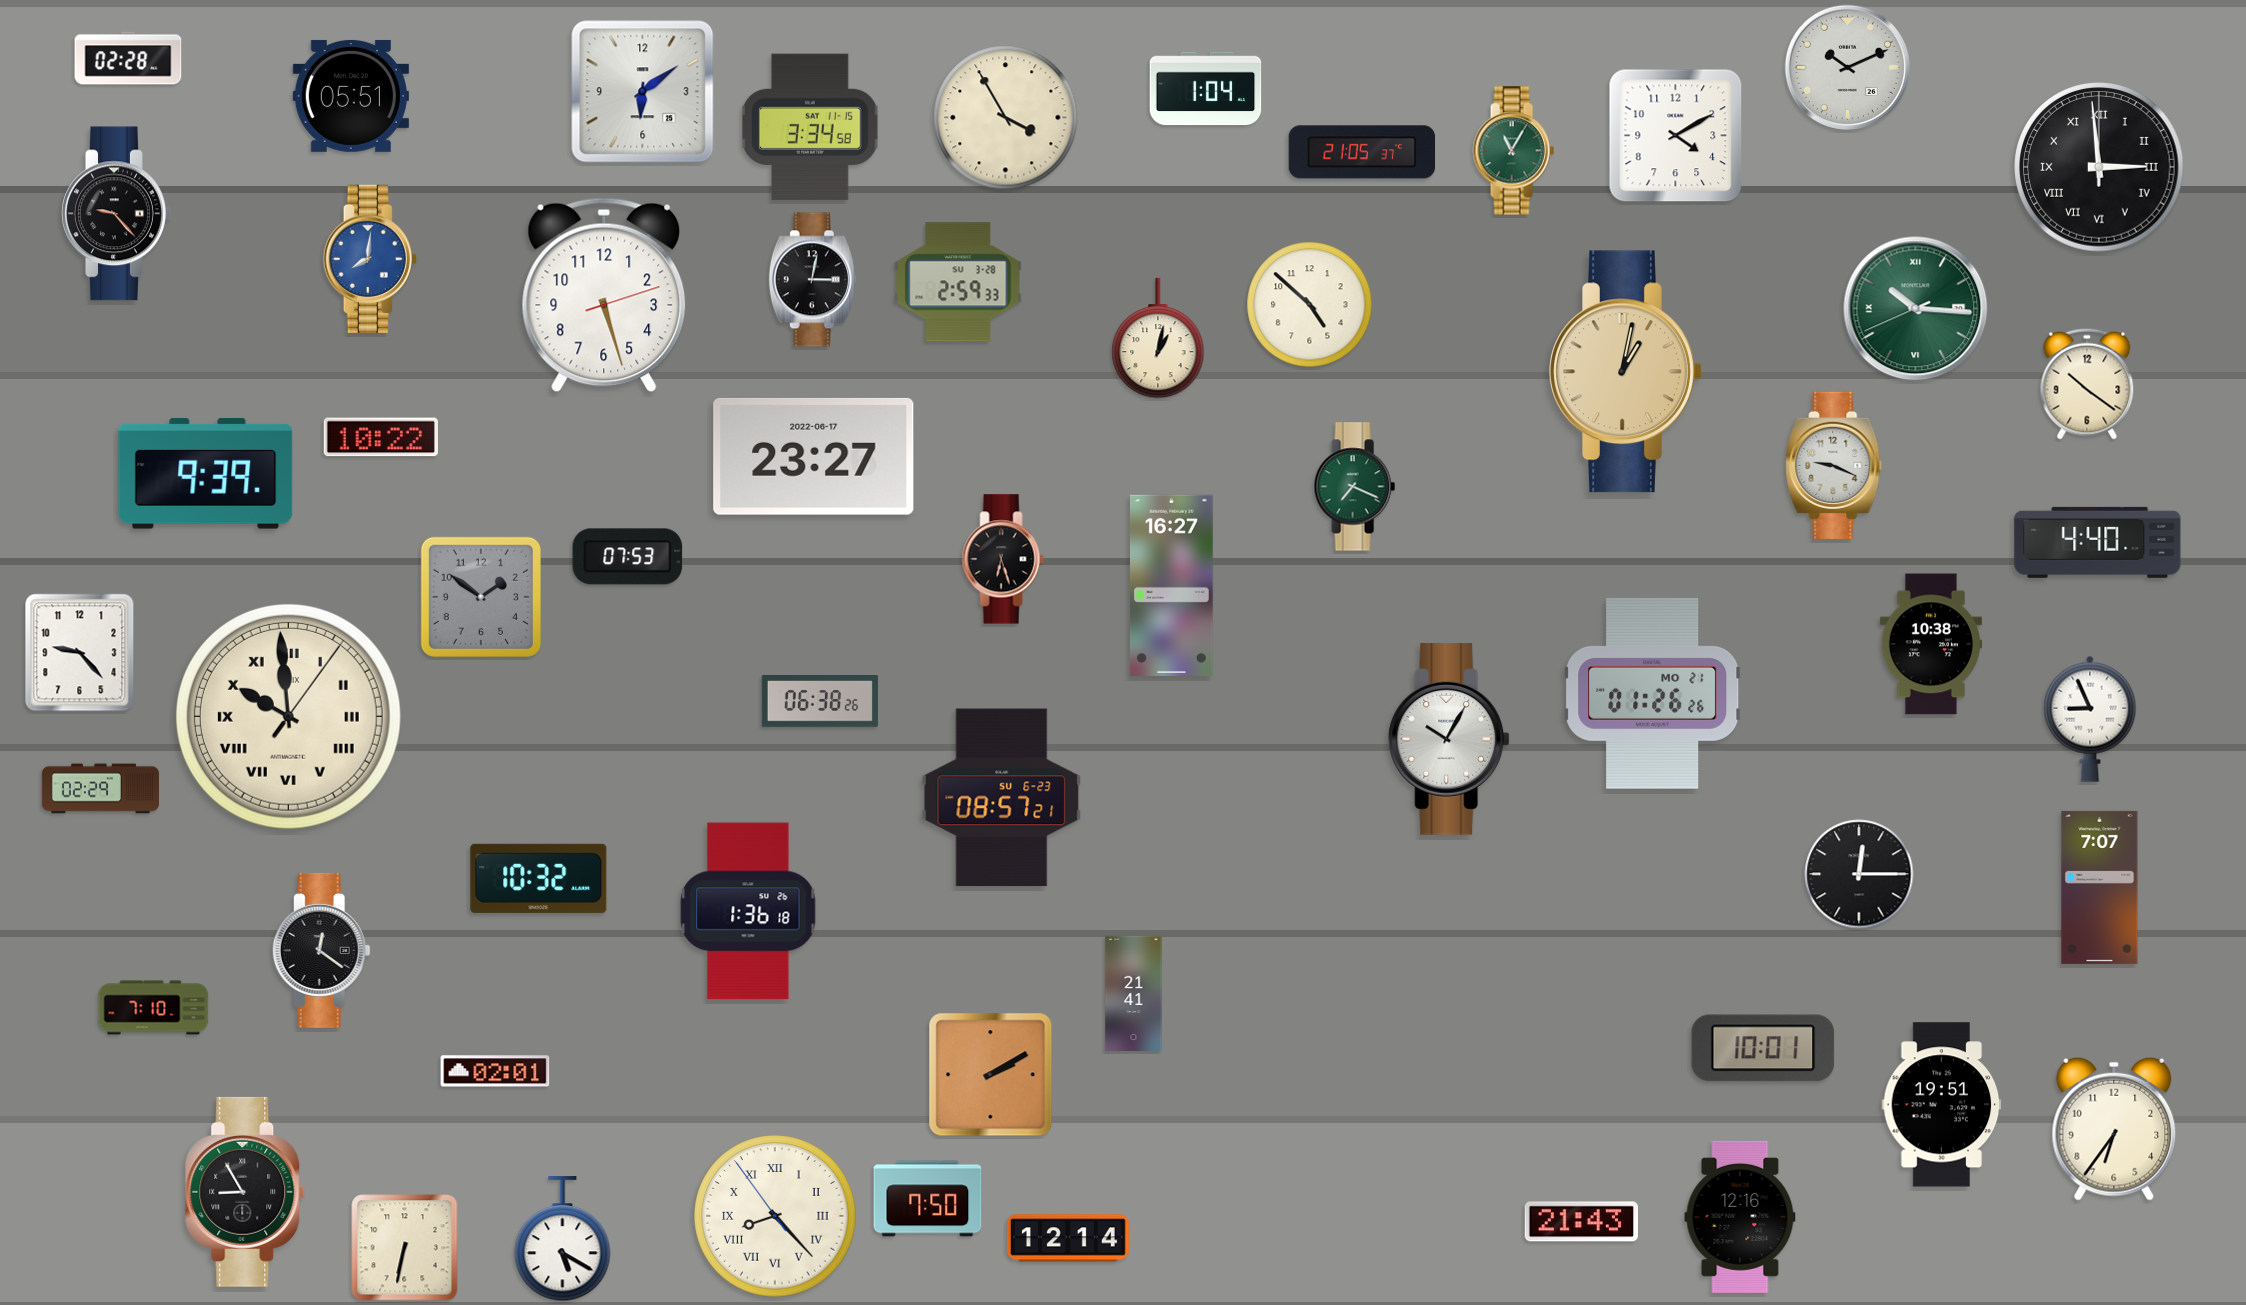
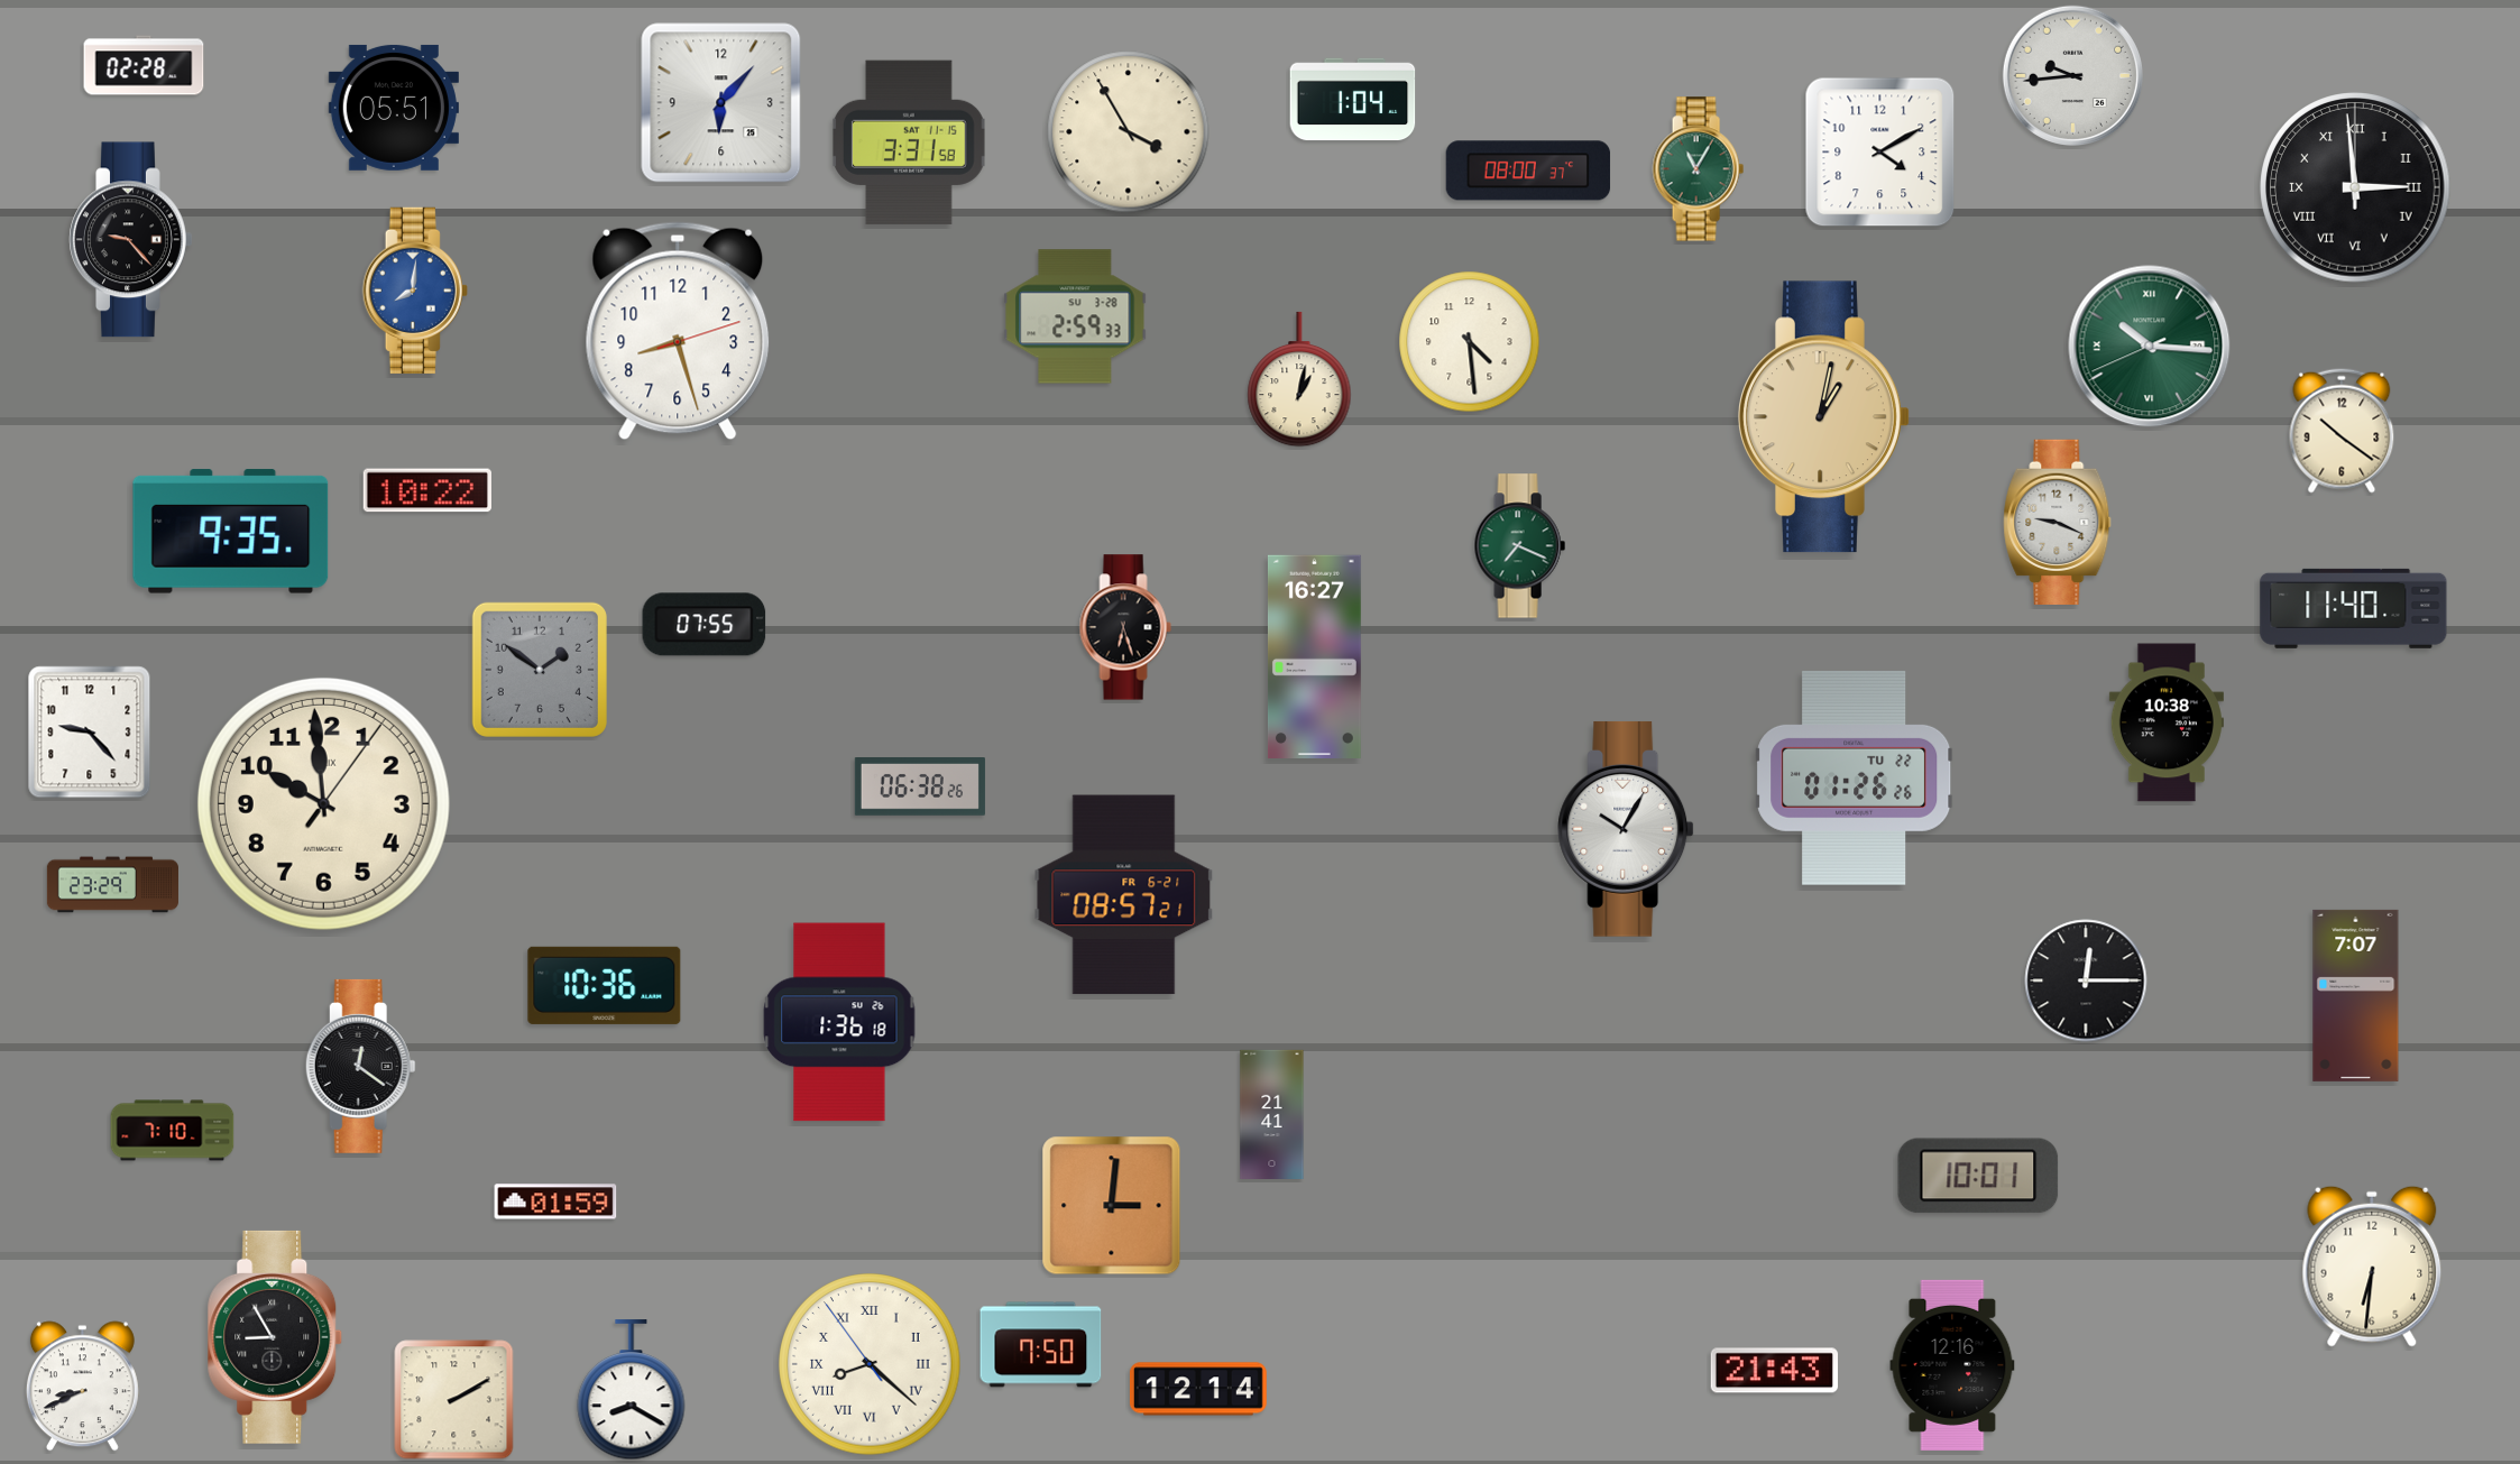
clock at (1847, 67): 10:11 -> 9:44
clock at (643, 92): 6:09 -> 6:07
clock at (811, 127): 3:34 -> 3:31
clock at (1362, 152): 21:05 -> 08:00
clock at (812, 280): 3:02 -> none
clock at (604, 295): 5:27 -> 8:27
clock at (1310, 305): 4:52 -> 4:29
clock at (814, 456): 23:27 -> none
clock at (206, 474): 9:39 -> 9:35
clock at (2098, 542): 4:40 -> 11:40
clock at (628, 557): 07:53 -> 07:55
clock at (1653, 693) date: MO 21 -> TU 22
clock at (288, 716) numerals: Roman -> Arabic
clock at (2090, 719): 8:56 -> none
clock at (100, 789): 02:29 -> 23:29
clock at (1002, 798) date: SU 6-23 -> FR 6-21
clock at (539, 878): 10:32 -> 10:36
clock at (495, 1071): 02:01 -> 01:59
clock at (991, 1075): 2:10 -> 3:01
clock at (1942, 1105): 19:51 -> none
clock at (2114, 1129): 6:36 -> 6:31
clock at (775, 1216): 8:22 -> 8:21
clock at (82, 1387): none -> 8:41
clock at (563, 1239): 5:20 -> 8:20
clock at (405, 1248): 6:32 -> 2:10
